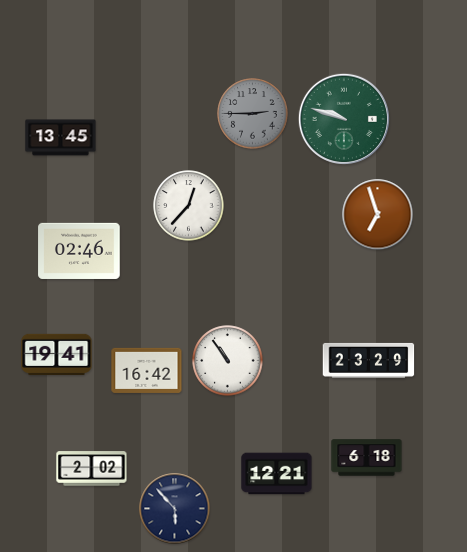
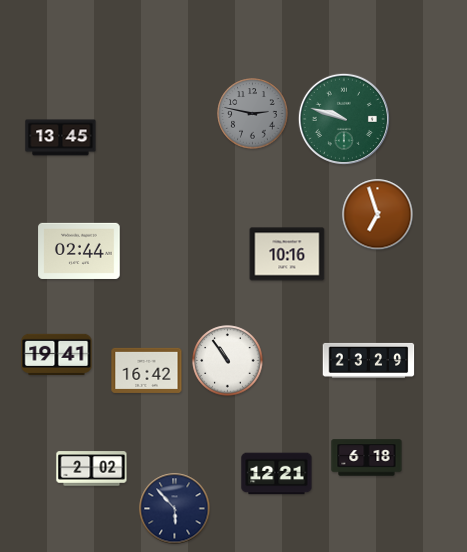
clock at (253, 114): 2:45 -> 2:47
clock at (189, 206): 12:37 -> none
clock at (79, 251): 02:46 -> 02:44
clock at (287, 254): none -> 10:16
